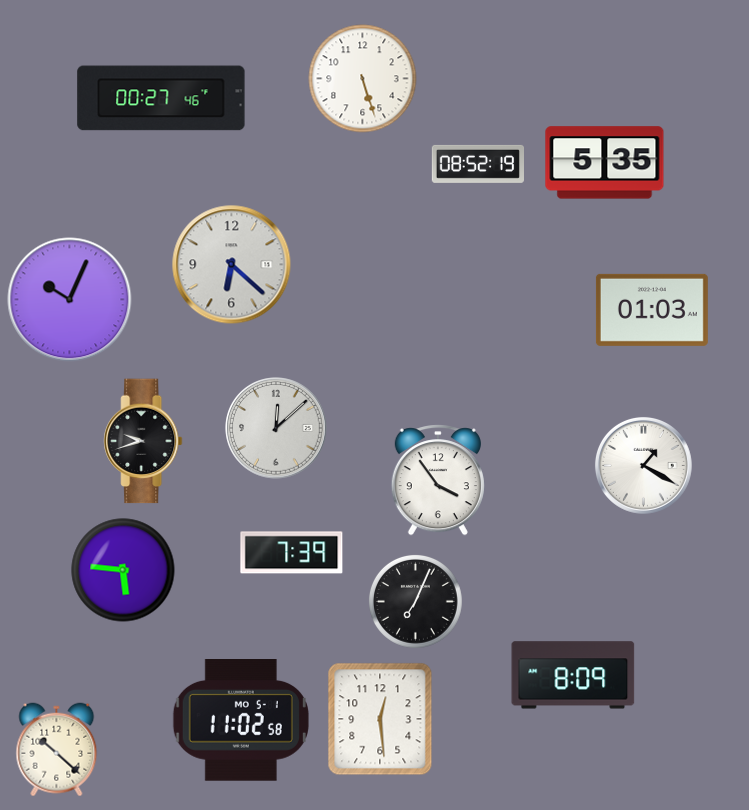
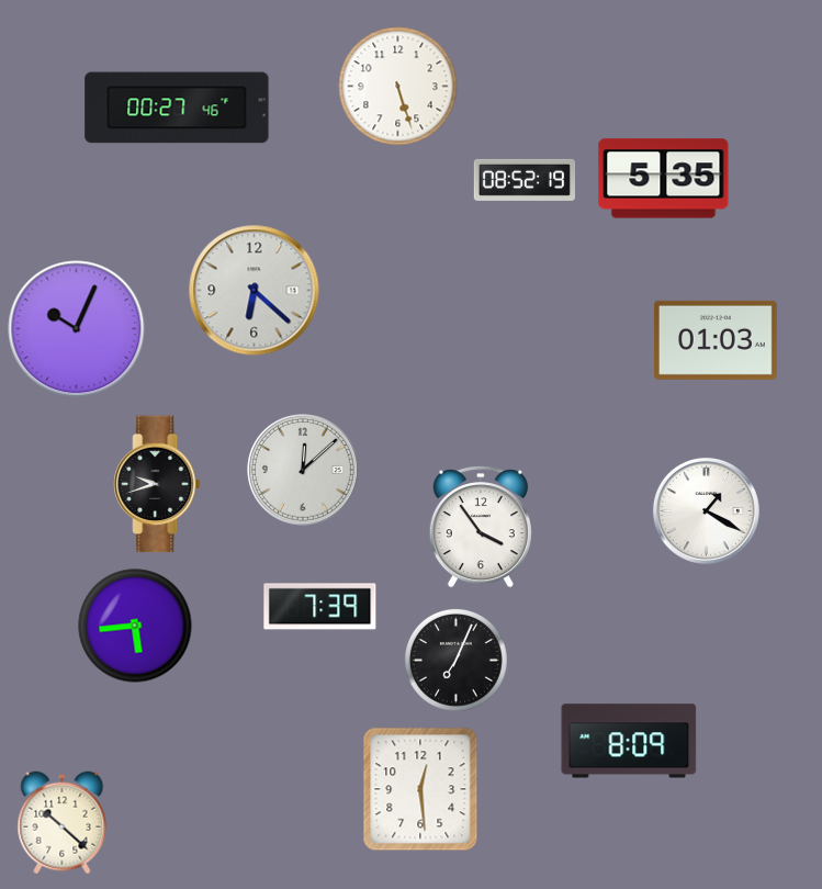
clock at (123, 570): 5:46 -> 5:44
clock at (380, 719) position: (380, 719) -> (420, 789)
clock at (241, 721): 11:02 -> none
